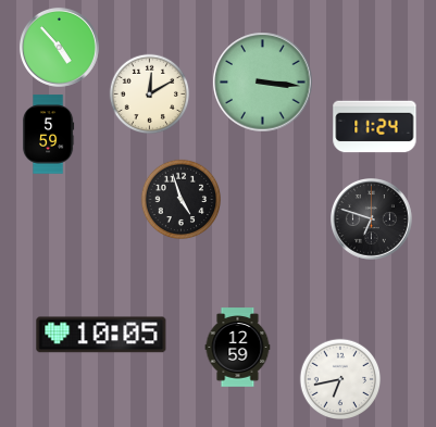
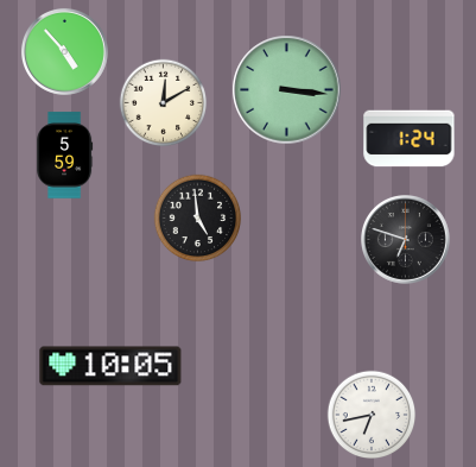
clock at (375, 127): 11:24 -> 1:24
clock at (49, 135) position: (49, 135) -> (65, 156)
clock at (182, 200): 4:57 -> 4:59
clock at (238, 348): 12:59 -> none
